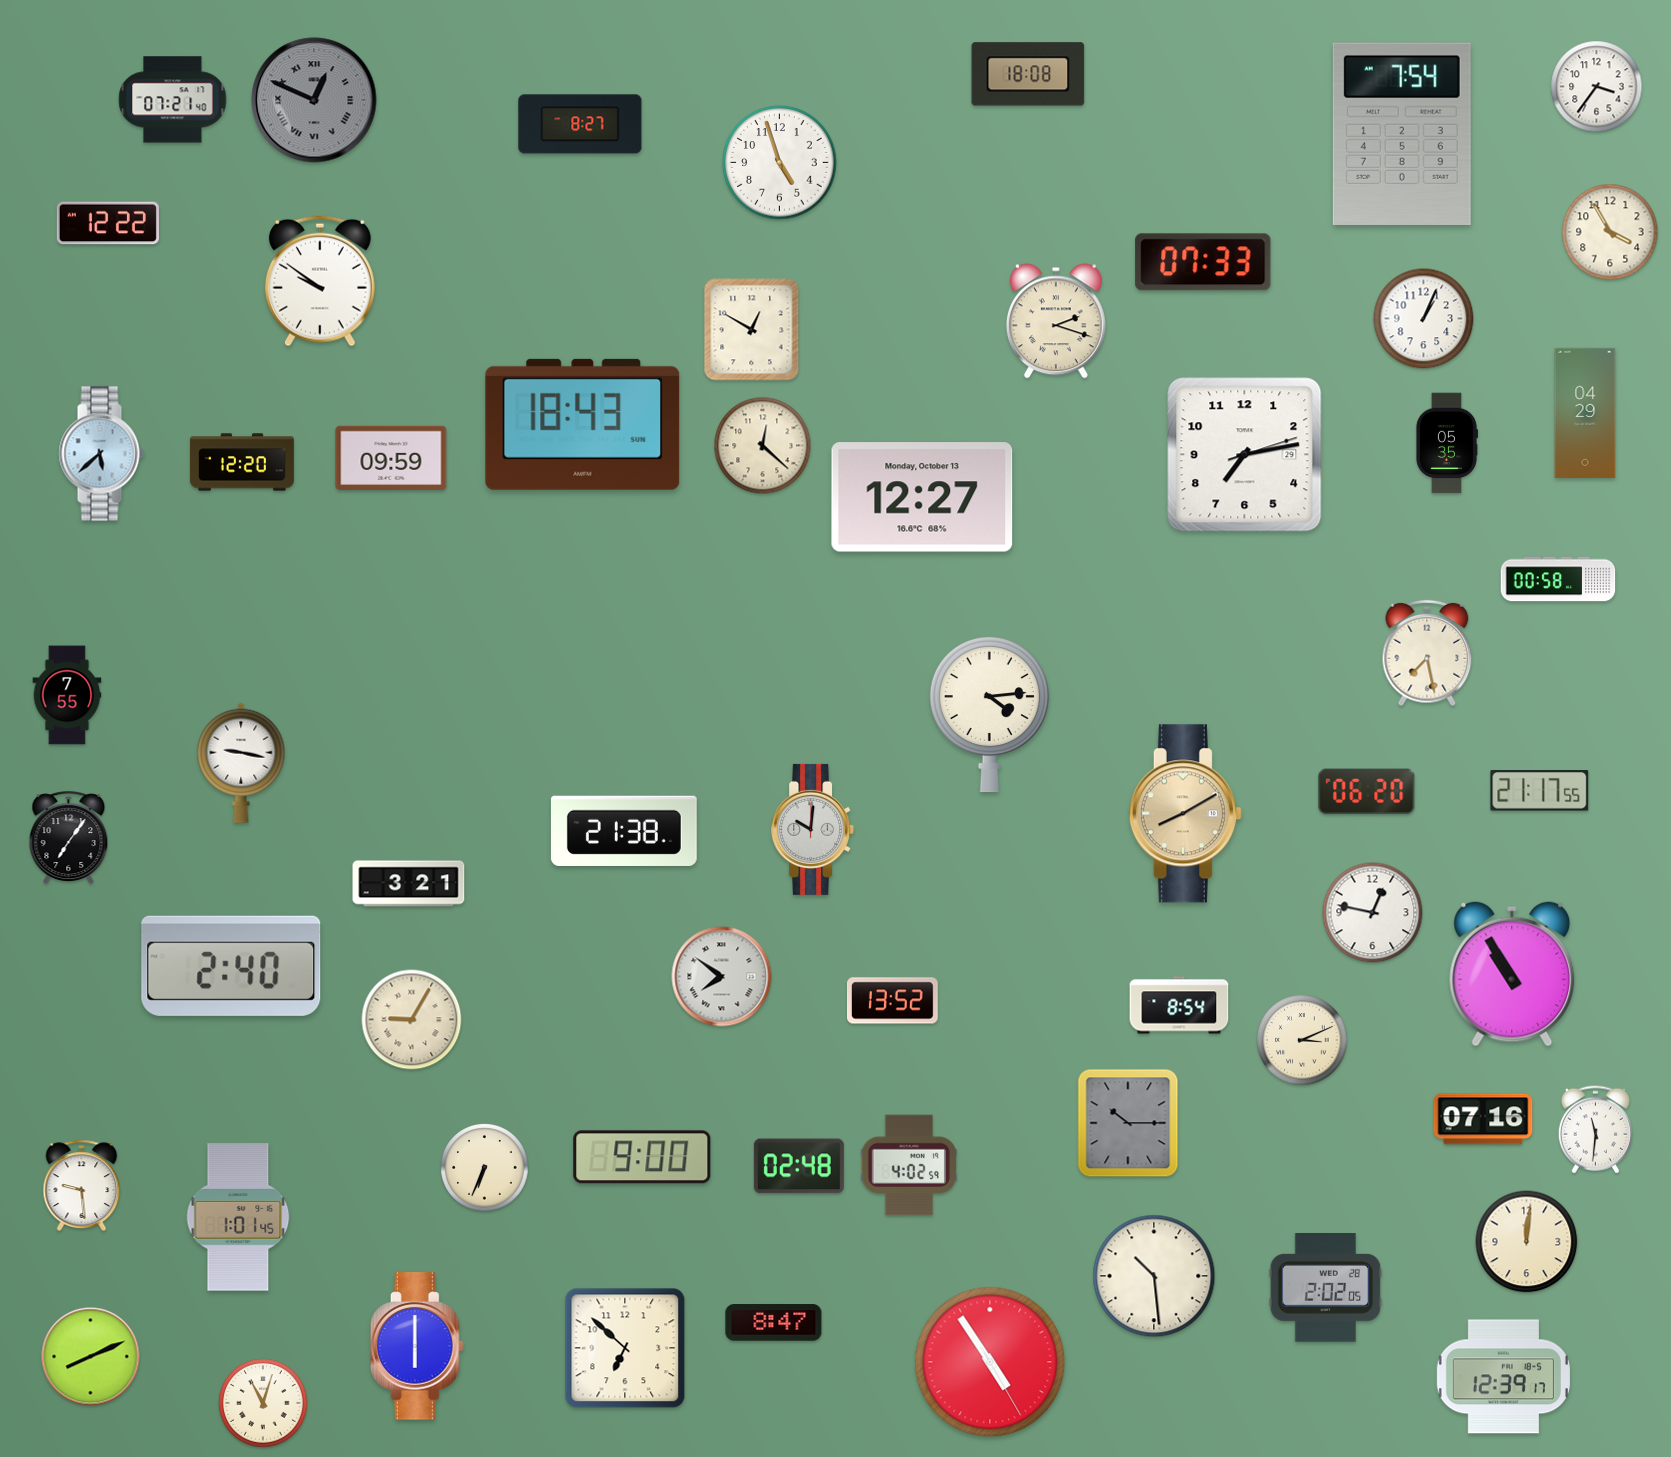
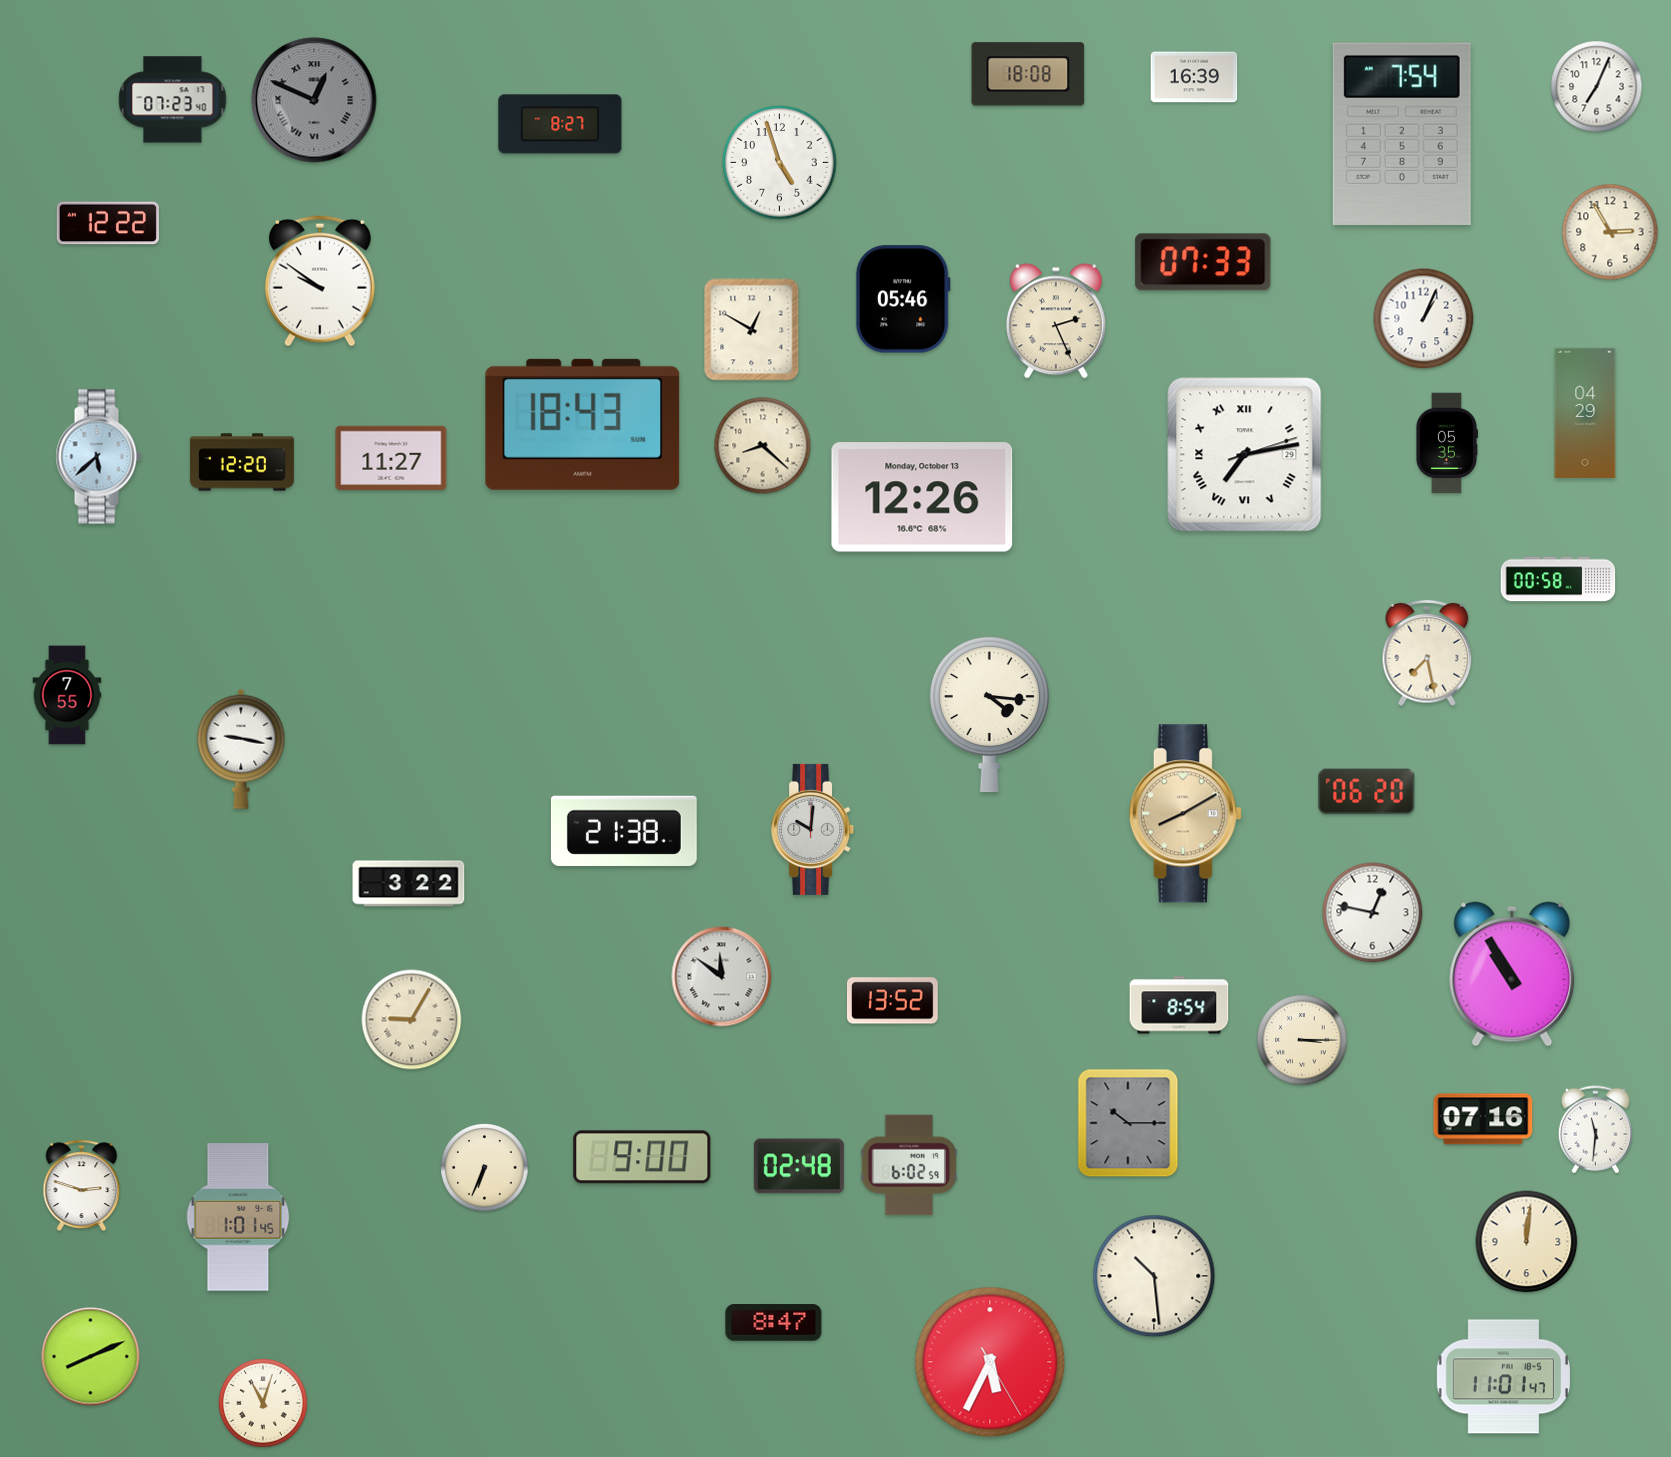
clock at (1194, 77): none -> 16:39
clock at (1597, 87): 3:36 -> 7:04
clock at (173, 100): 07:21 -> 07:23
clock at (580, 124) position: (580, 124) -> (560, 124)
clock at (1610, 232): 3:55 -> 2:55
clock at (903, 299): none -> 05:46
clock at (1056, 321): 2:18 -> 2:26
clock at (763, 446): 12:22 -> 8:22
clock at (101, 454) position: (101, 454) -> (98, 457)
clock at (1245, 455) numerals: Arabic -> Roman
clock at (391, 458): 09:59 -> 11:27
clock at (922, 497): 12:27 -> 12:26
clock at (989, 714): 4:14 -> 4:16
clock at (241, 763) position: (241, 763) -> (241, 749)
clock at (1540, 791): 21:17 -> none
clock at (69, 838): 7:06 -> none
clock at (409, 884): 3:21 -> 3:22
clock at (231, 966): 2:40 -> none
clock at (722, 977): 7:51 -> 11:51
clock at (1302, 1040): 3:11 -> 3:15
clock at (909, 1165): 4:02 -> 6:02
clock at (82, 1185): 9:29 -> 2:48
clock at (1326, 1288): 2:02 -> none
clock at (417, 1346): 6:00 -> none
clock at (625, 1348): 6:52 -> none
clock at (990, 1362): 4:54 -> 5:34
clock at (1503, 1377): 12:39 -> 11:01
